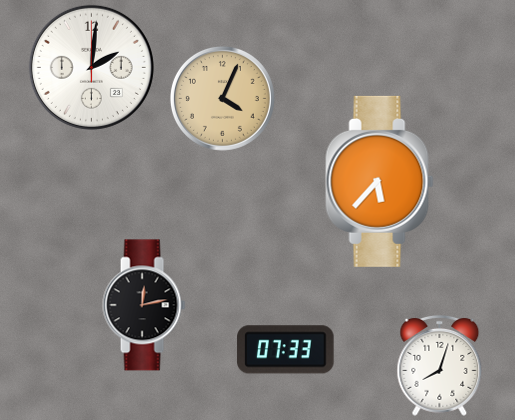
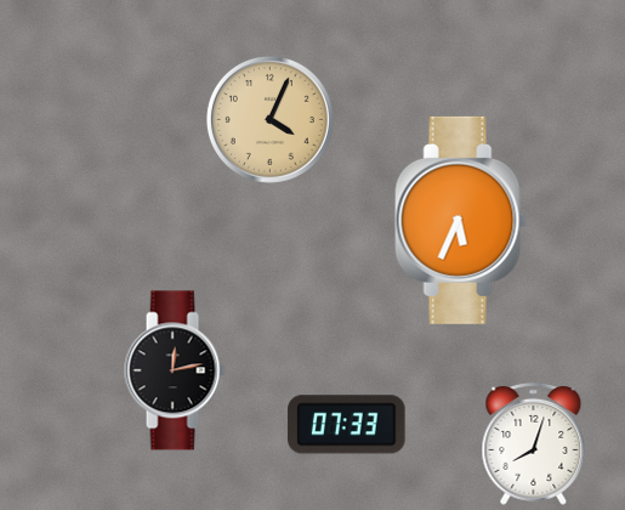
clock at (91, 67): 2:01 -> none
clock at (380, 181): 5:37 -> 5:34
